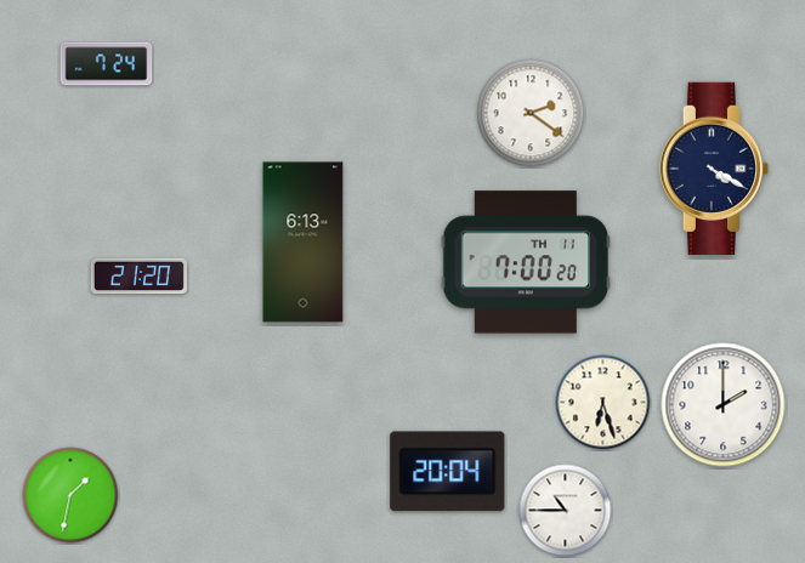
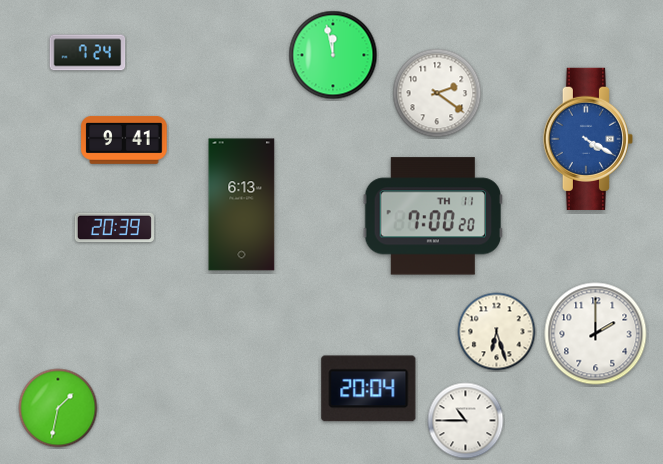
clock at (333, 55): none -> 11:58
clock at (713, 169) dial: navy -> blue
clock at (124, 140): none -> 9:41
clock at (304, 243) position: (304, 243) -> (242, 205)
clock at (138, 277): 21:20 -> 20:39
